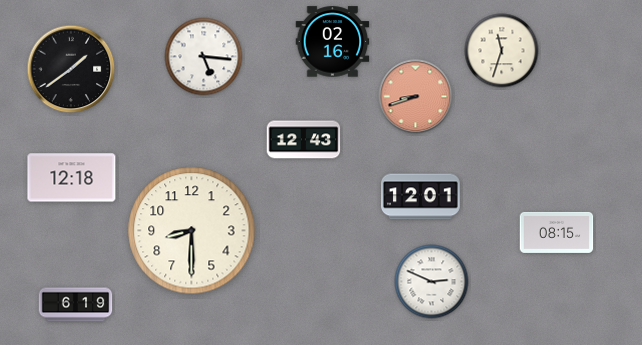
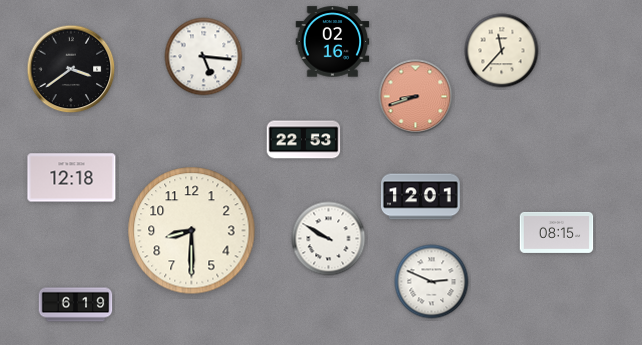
clock at (502, 51): 11:33 -> 11:37
clock at (71, 69): 1:39 -> 3:39
clock at (304, 140): 12:43 -> 22:53
clock at (329, 239): none -> 9:50
